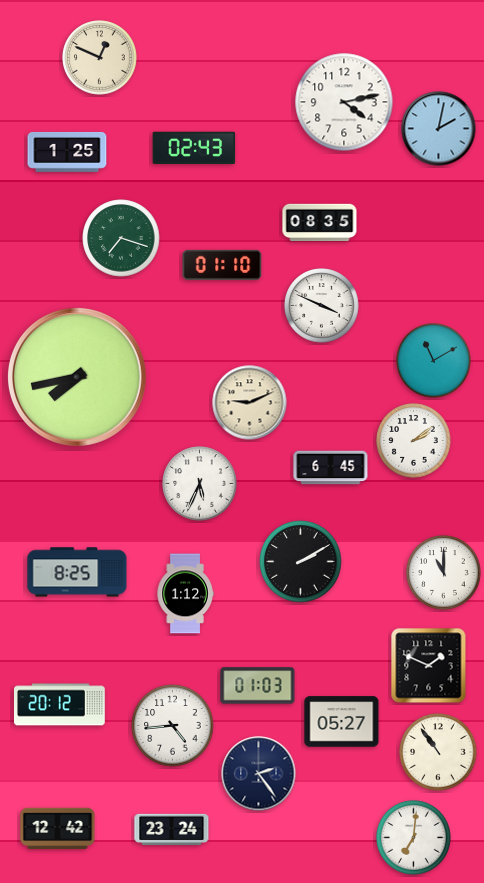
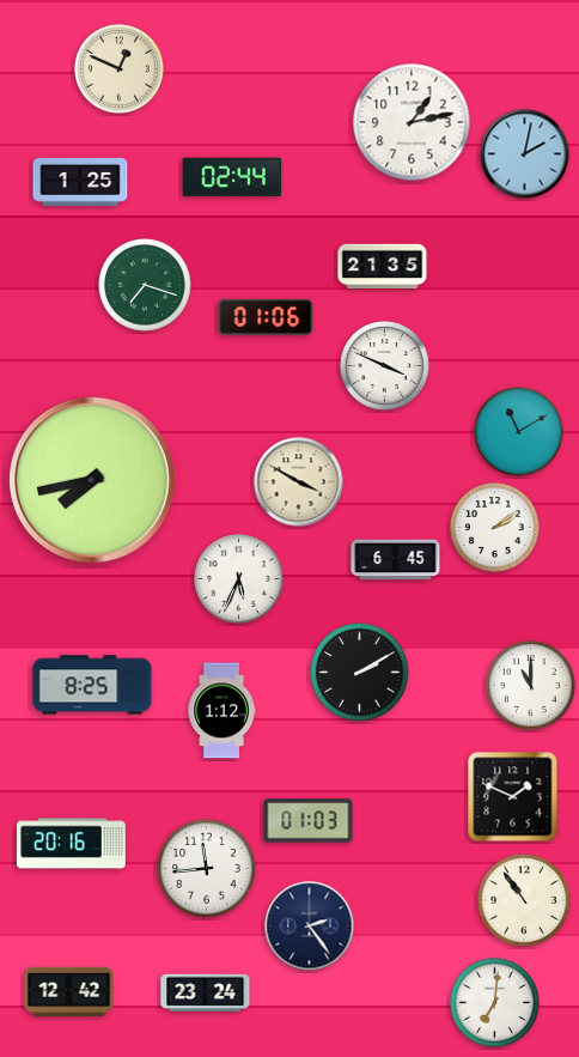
clock at (344, 102): 4:13 -> 1:13
clock at (194, 147): 02:43 -> 02:44
clock at (320, 223): 08:35 -> 21:35
clock at (222, 265): 01:10 -> 01:06
clock at (77, 377) position: (77, 377) -> (92, 480)
clock at (250, 403): 9:11 -> 3:50
clock at (60, 705): 20:12 -> 20:16
clock at (342, 722): 05:27 -> none
clock at (173, 726): 4:44 -> 11:44
